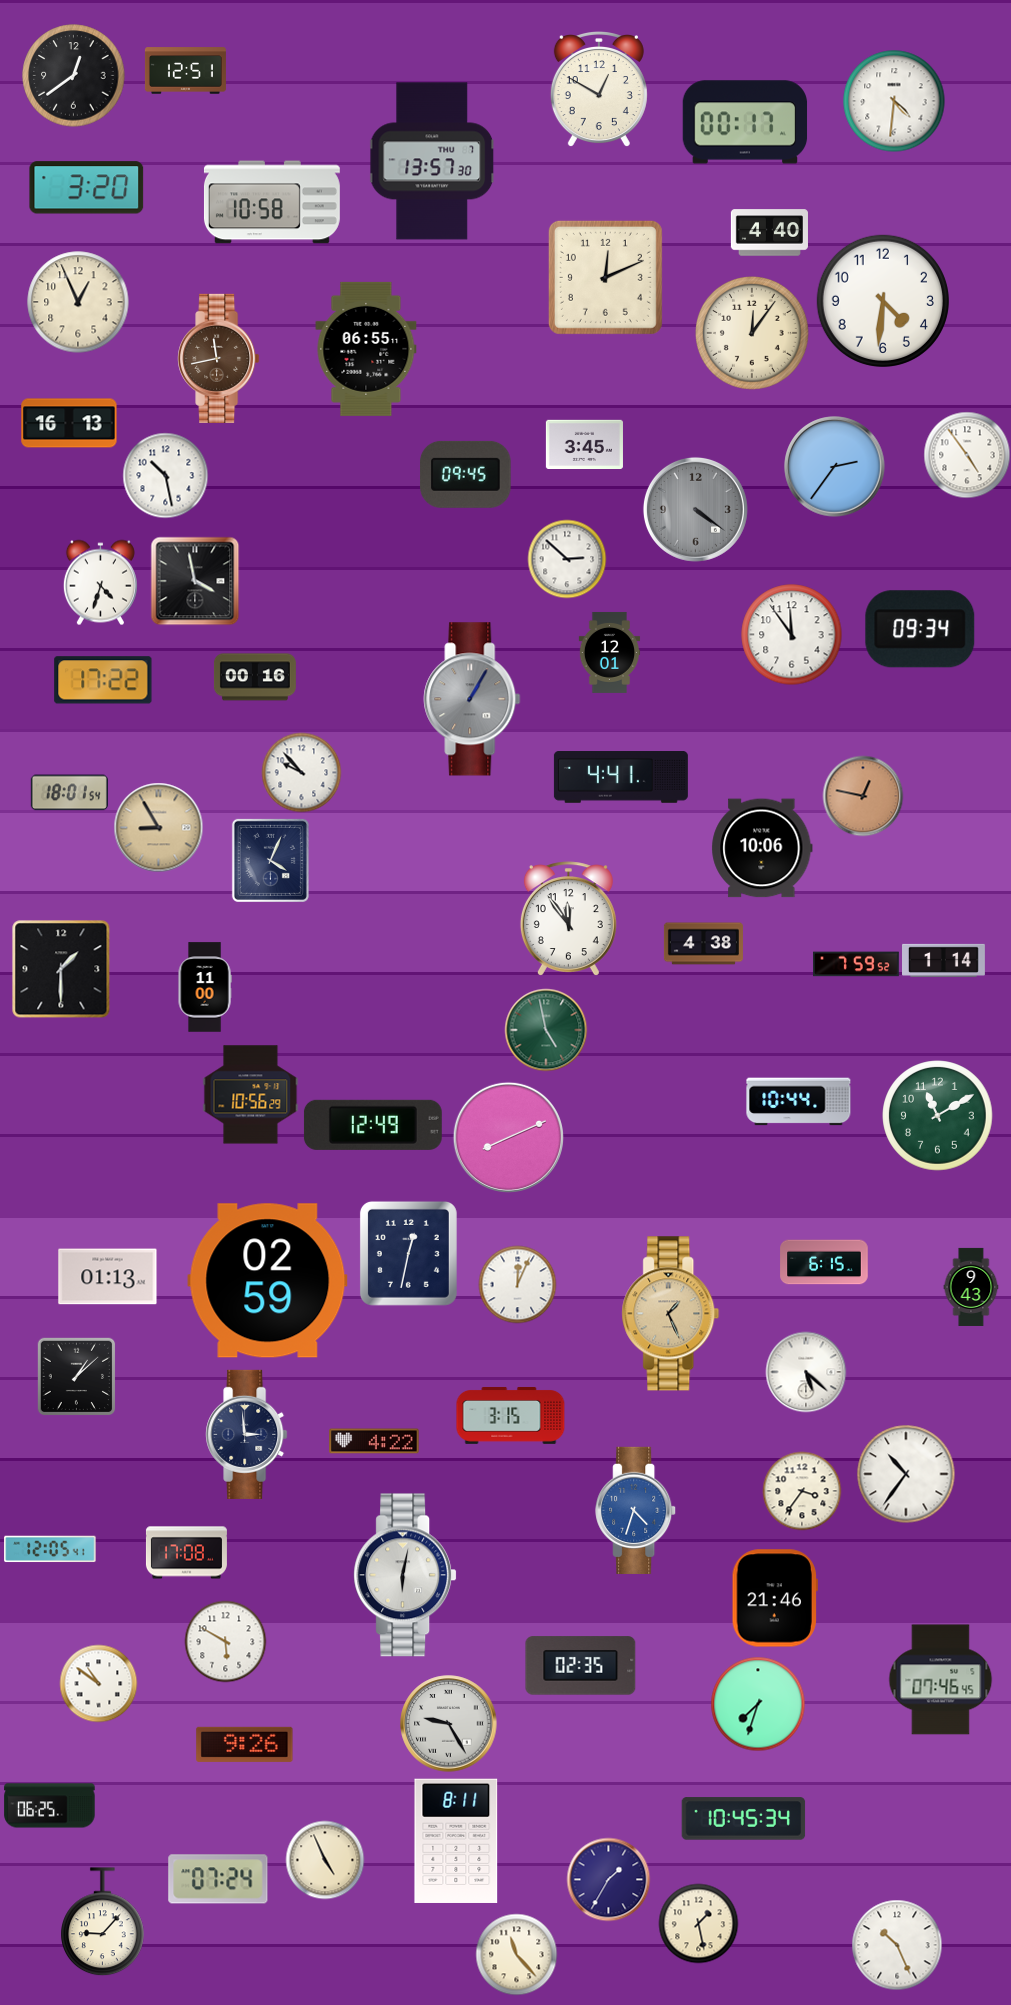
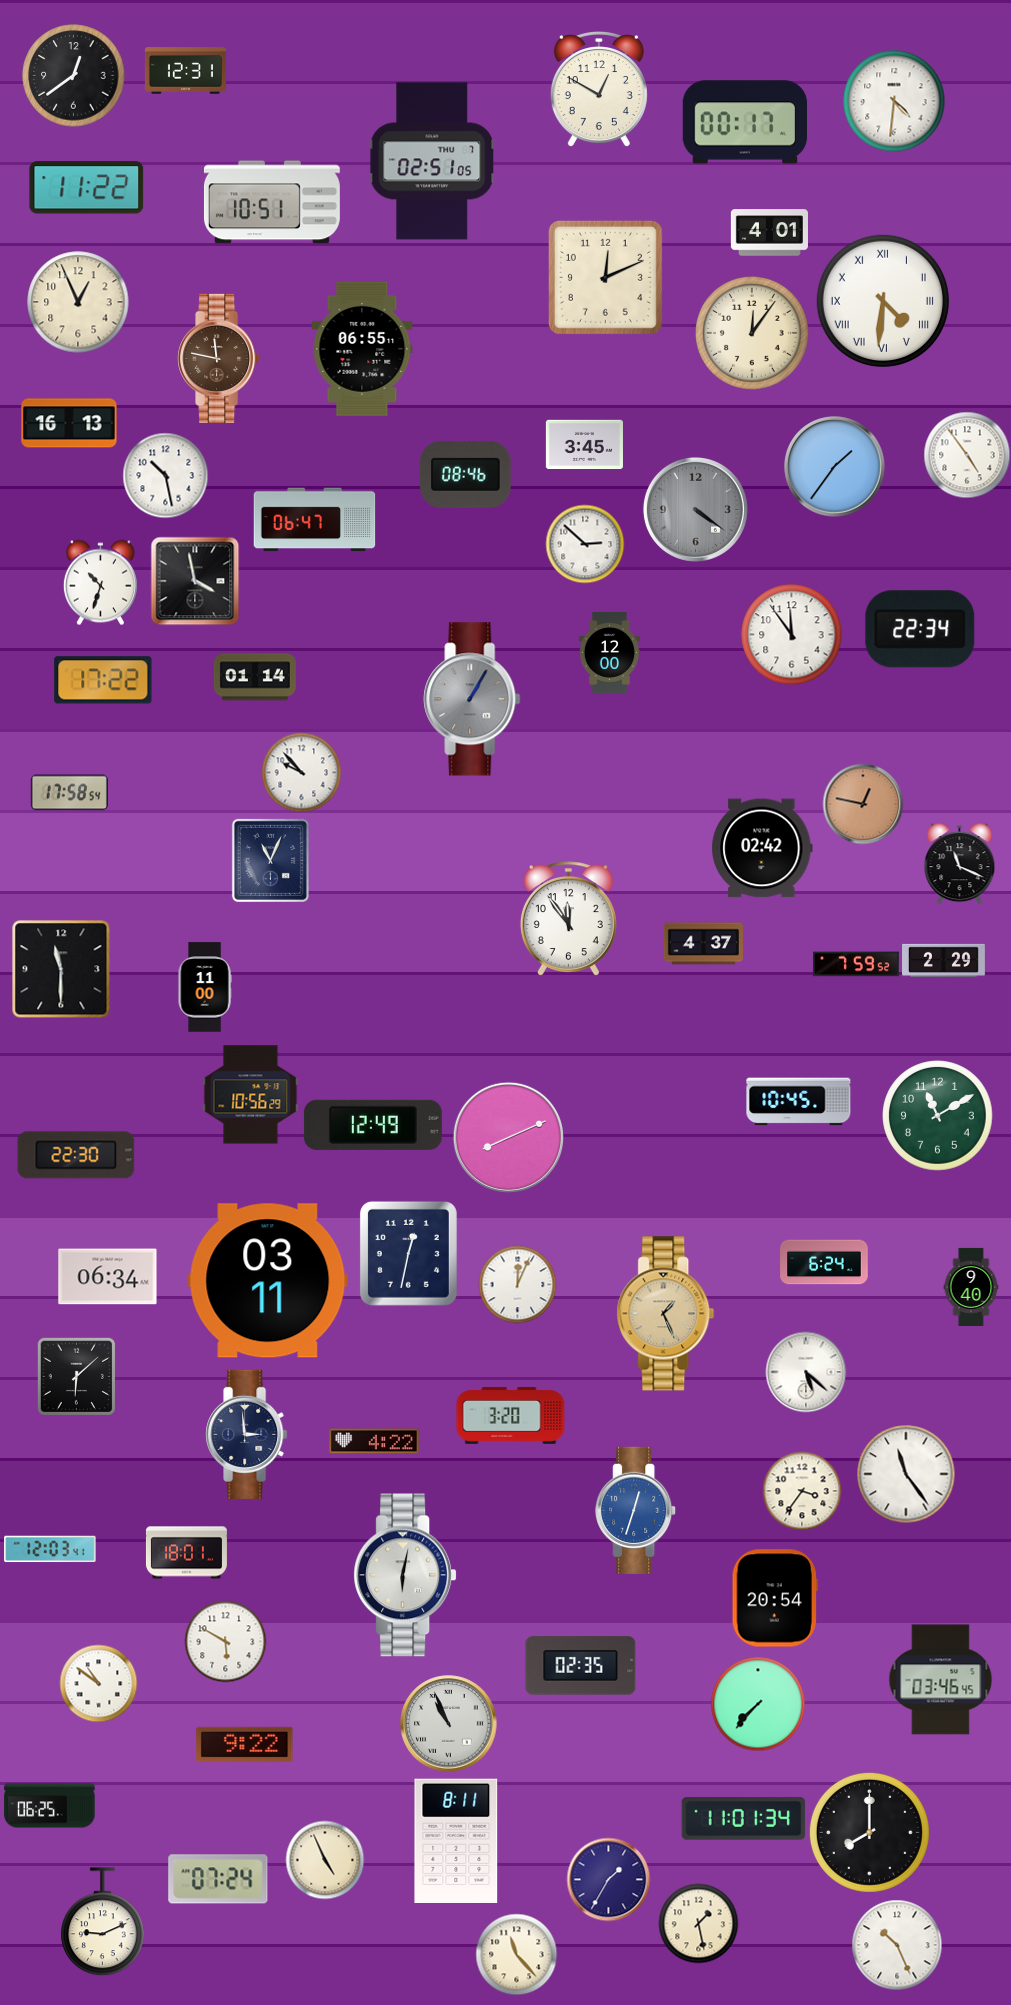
clock at (185, 71): 12:51 -> 12:31
clock at (433, 161): 13:57 -> 02:51
clock at (87, 188): 3:20 -> 11:22
clock at (272, 202): 10:58 -> 10:51
clock at (769, 233): 4:40 -> 4:01
clock at (883, 301) numerals: Arabic -> Roman
clock at (366, 349) position: (366, 349) -> (362, 349)
clock at (219, 358): 11:43 -> 11:47
clock at (835, 467): 2:36 -> 1:36
clock at (466, 474): 09:45 -> 08:46
clock at (315, 520): none -> 06:47
clock at (567, 559) position: (567, 559) -> (585, 544)
clock at (100, 582): 4:33 -> 10:33
clock at (920, 629): 09:34 -> 22:34
clock at (610, 652): 12:01 -> 12:00
clock at (255, 677): 00:16 -> 01:14
clock at (621, 778): 4:41 -> none
clock at (69, 793): 18:01 -> 17:58
clock at (863, 796) position: (863, 796) -> (863, 804)
clock at (158, 827): 8:55 -> none
clock at (762, 848): 10:06 -> 02:42
clock at (270, 860): 4:04 -> 11:04
clock at (960, 863): none -> 11:19
clock at (703, 944): 4:38 -> 4:37
clock at (944, 960): 1:14 -> 2:29
clock at (61, 969): 1:30 -> 11:30
clock at (546, 1030): 4:58 -> none
clock at (799, 1102): 10:44 -> 10:45
clock at (76, 1155): none -> 22:30
clock at (824, 1262): 6:15 -> 6:24
clock at (108, 1277): 01:13 -> 06:34
clock at (268, 1281): 02:59 -> 03:11
clock at (971, 1287): 9:43 -> 9:40
clock at (671, 1314) position: (671, 1314) -> (666, 1314)
clock at (76, 1376): 1:08 -> 6:08
clock at (511, 1415): 3:15 -> 3:20
clock at (906, 1474): 10:36 -> 11:24
clock at (636, 1510): 4:33 -> 12:33
clock at (50, 1549): 12:05 -> 12:03
clock at (186, 1553): 17:08 -> 18:01
clock at (775, 1598): 21:46 -> 20:54
clock at (941, 1680): 07:46 -> 03:46
clock at (758, 1704): 7:33 -> 7:37
clock at (449, 1724): 9:25 -> 10:56
clock at (245, 1744): 9:26 -> 9:22
clock at (744, 1819): 10:45 -> 11:01
clock at (869, 1832): none -> 8:00
clock at (103, 1922): 9:07 -> 9:11
